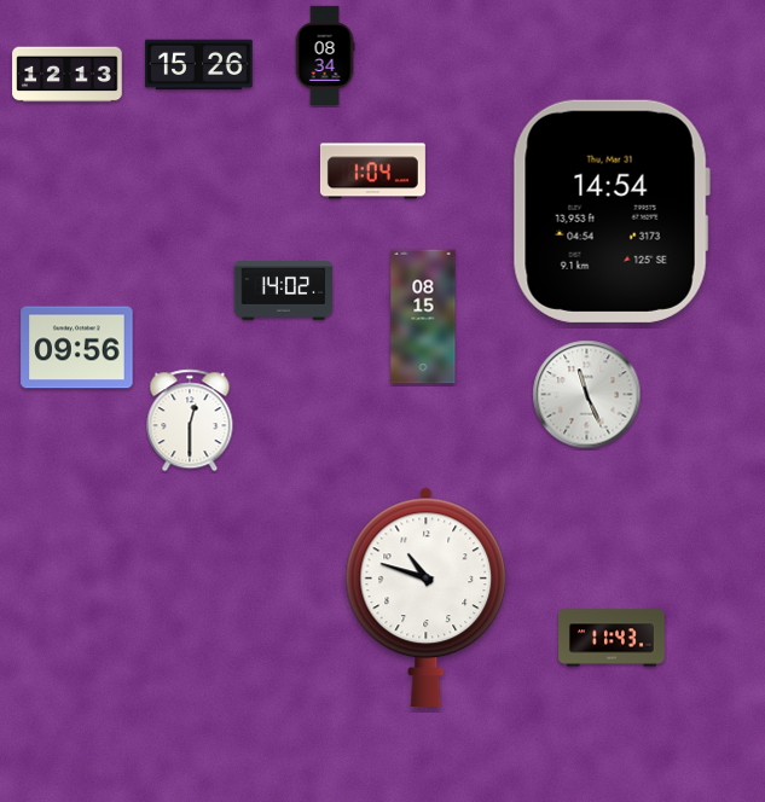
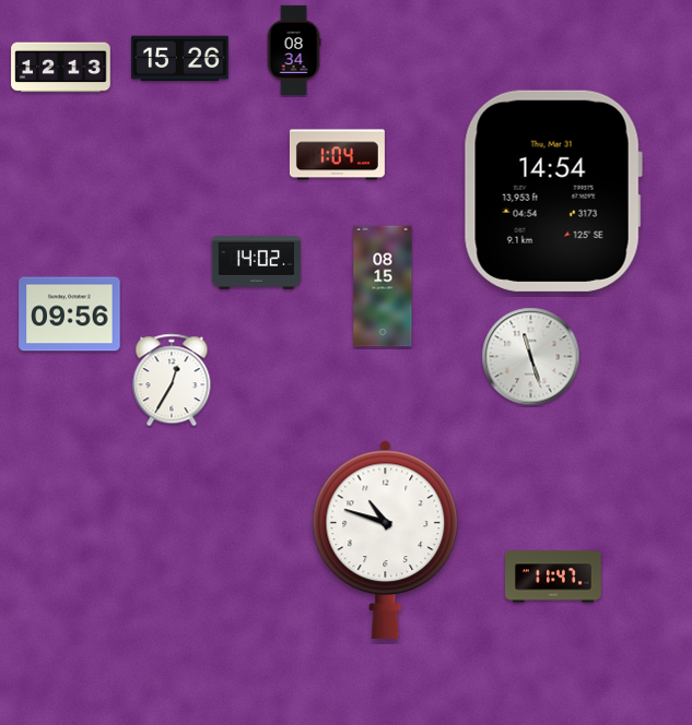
clock at (587, 395): 11:26 -> 11:27
clock at (190, 420): 12:30 -> 12:35
clock at (613, 638): 11:43 -> 11:47
